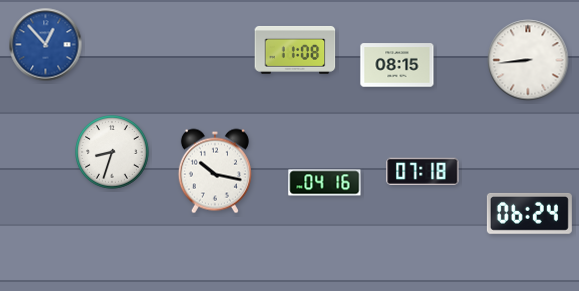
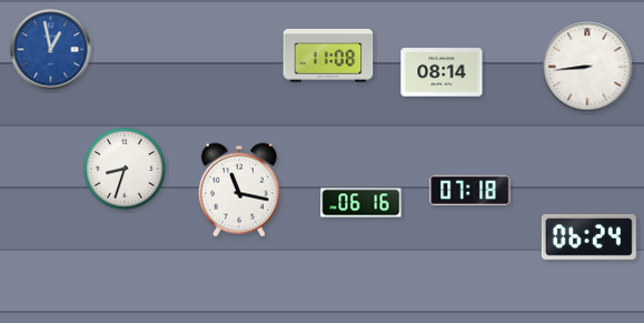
clock at (46, 45): 12:53 -> 12:58
clock at (397, 65): 08:15 -> 08:14
clock at (215, 171): 10:17 -> 11:17
clock at (325, 183): 04:16 -> 06:16
